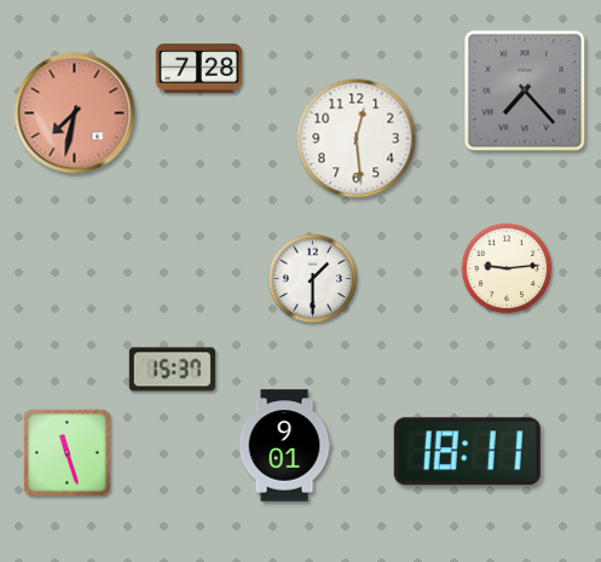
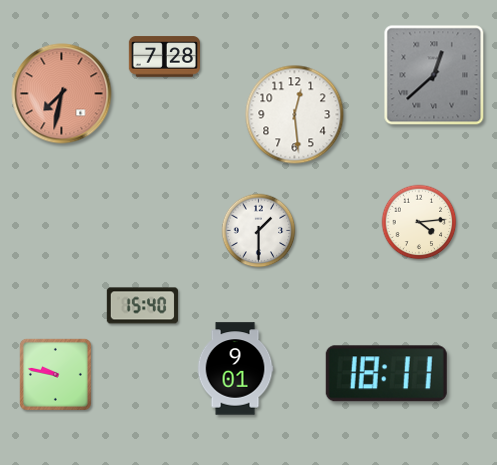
clock at (525, 91): 7:23 -> 12:38
clock at (507, 268): 9:14 -> 4:14
clock at (172, 370): 15:37 -> 15:40
clock at (67, 452): 11:27 -> 9:47
